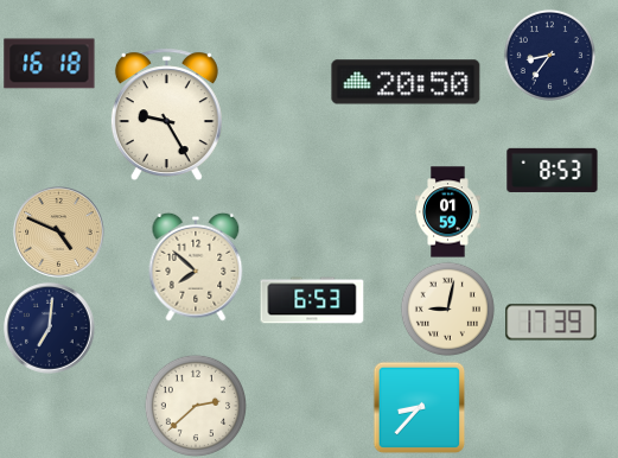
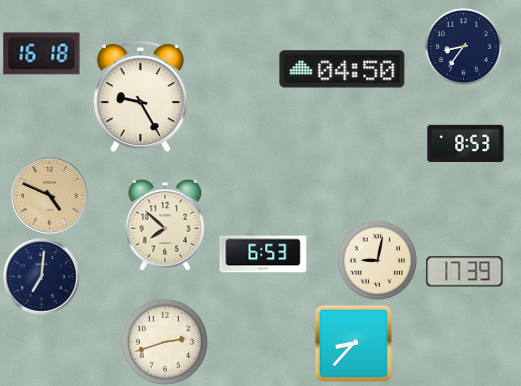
clock at (406, 82): 20:50 -> 04:50
clock at (448, 212): 01:59 -> none
clock at (195, 405): 2:38 -> 2:42
